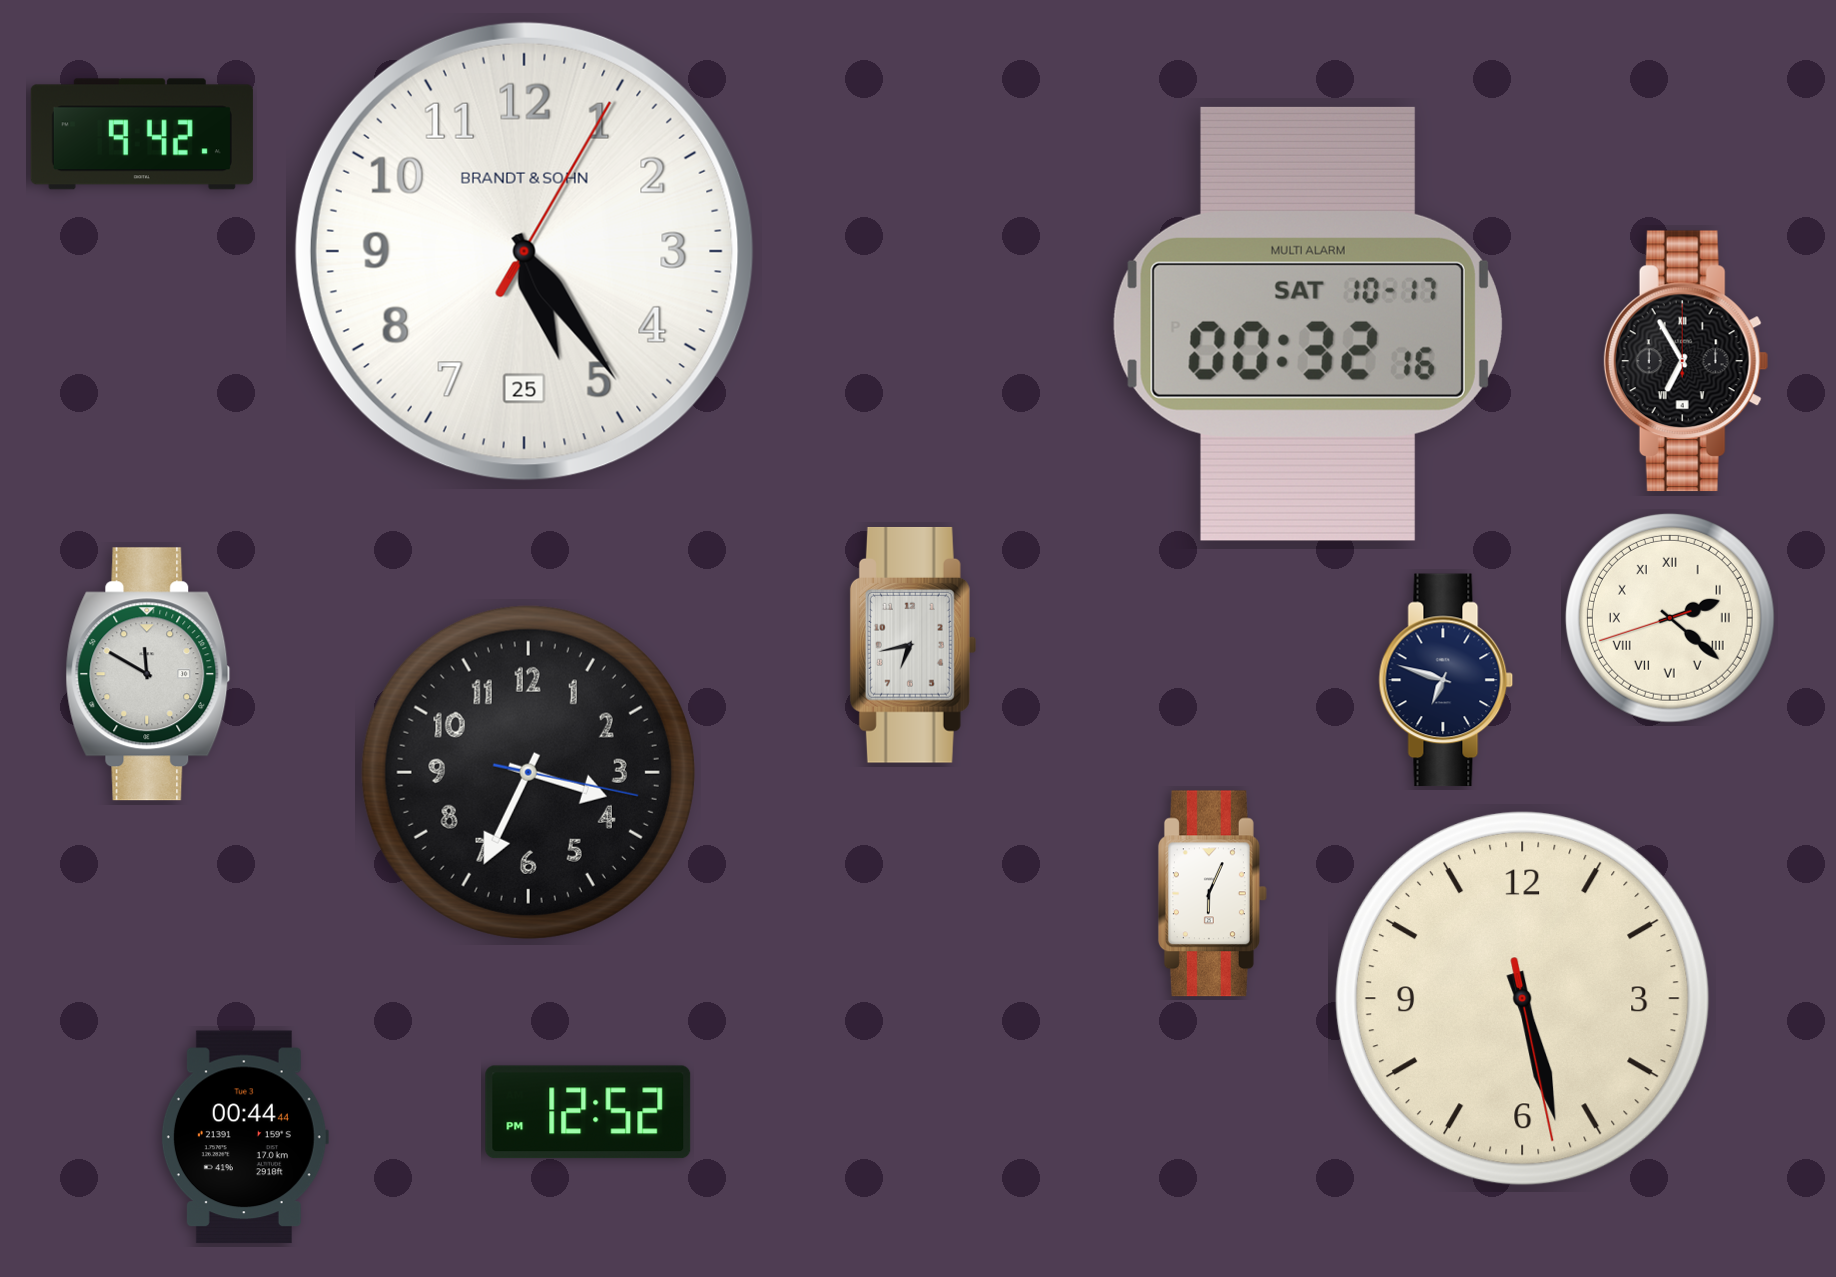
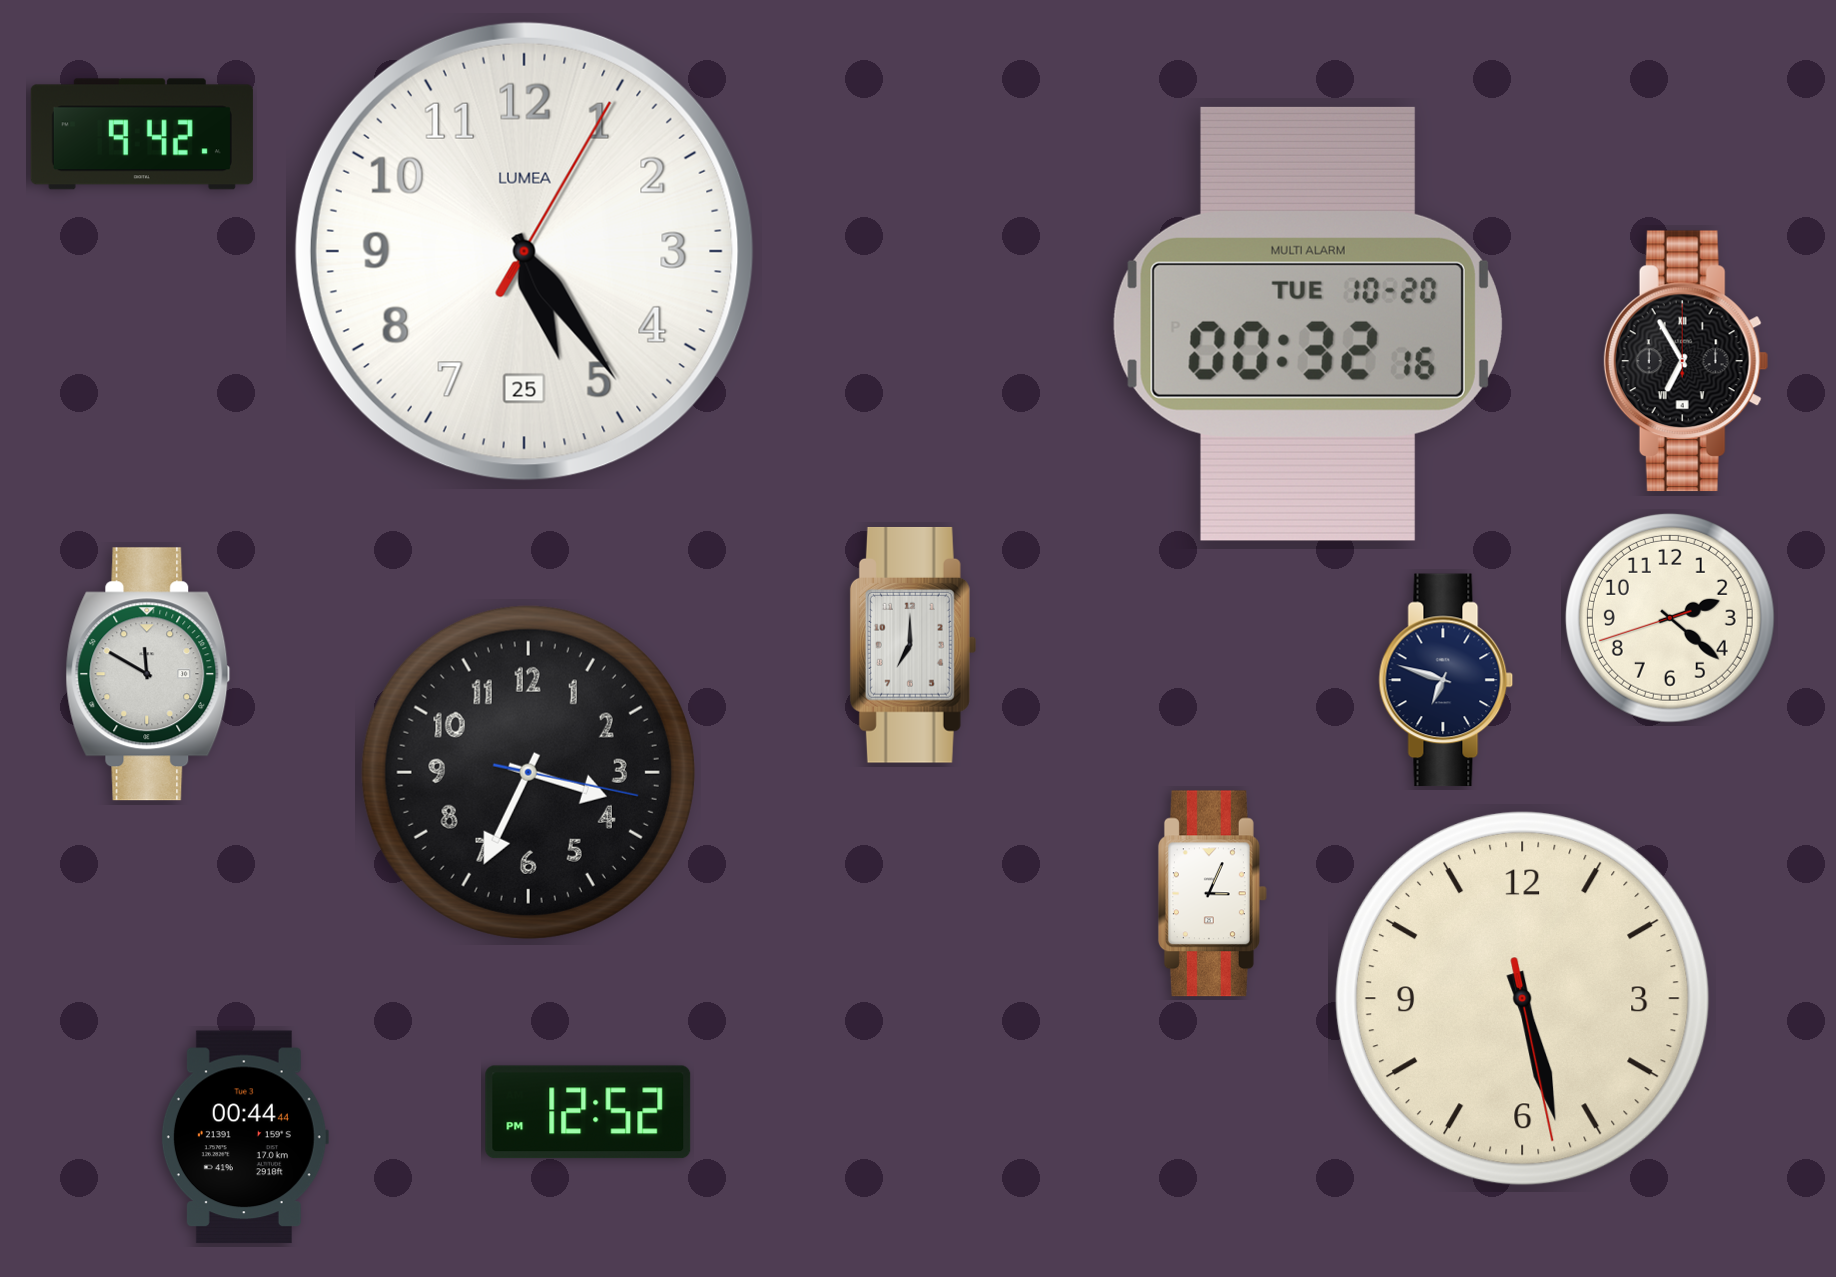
clock at (524, 251) brand: BRANDT & SOHN -> LUMEA
clock at (1308, 324) date: SAT 10-17 -> TUE 10-20
clock at (1670, 618) numerals: Roman -> Arabic
clock at (913, 645): 6:43 -> 7:00
clock at (1212, 894): 6:04 -> 3:04
